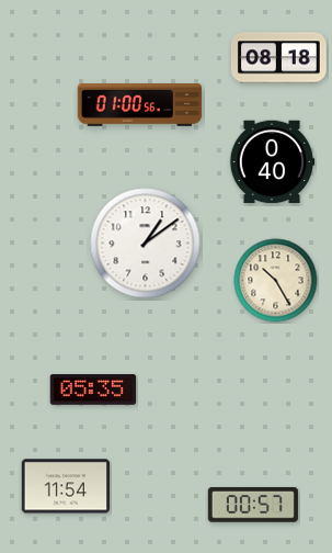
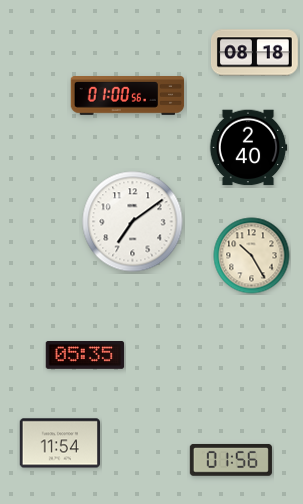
clock at (272, 162): 0:40 -> 2:40
clock at (146, 244): 1:09 -> 7:09
clock at (253, 505): 00:57 -> 01:56
